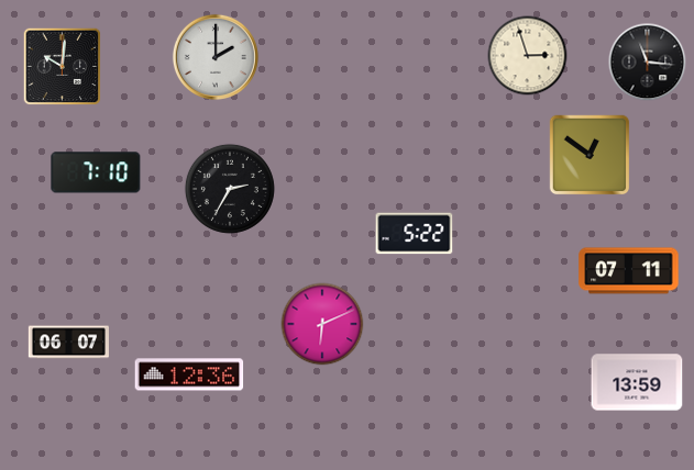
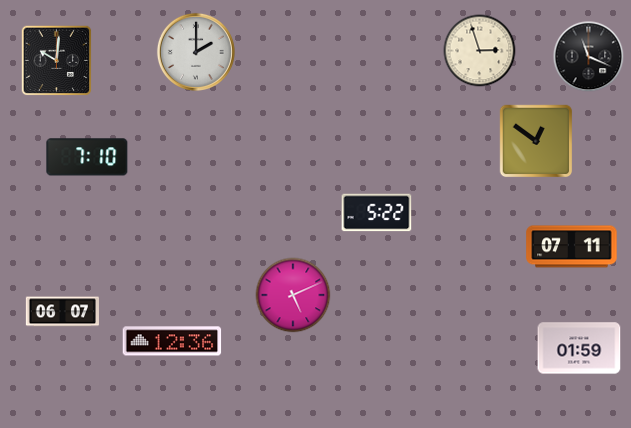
clock at (648, 63): 11:16 -> 11:19
clock at (230, 189): 2:35 -> none
clock at (322, 324): 6:11 -> 5:11
clock at (637, 382): 13:59 -> 01:59
